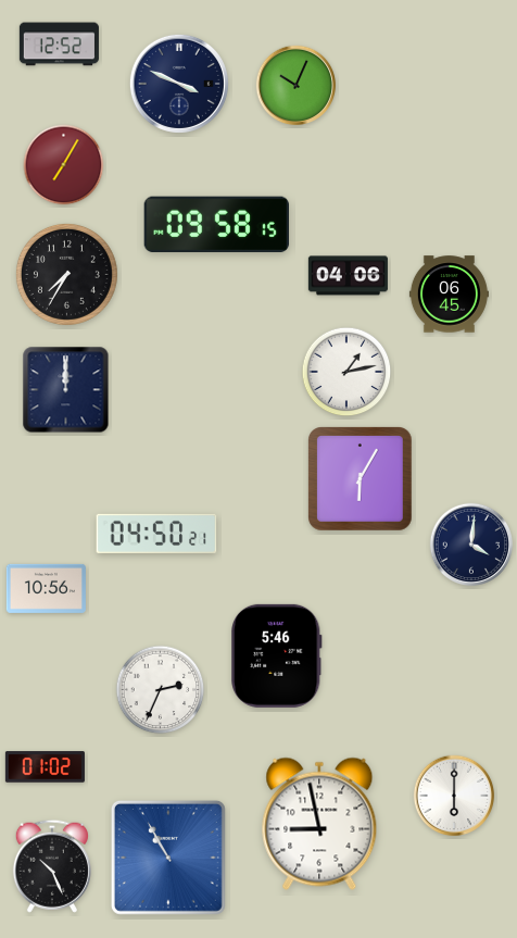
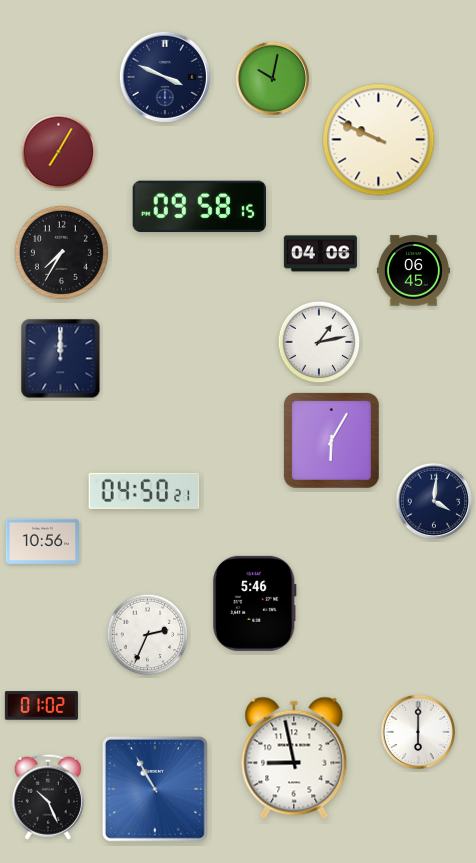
clock at (59, 45): 12:52 -> none
clock at (297, 86): 10:04 -> 10:02
clock at (379, 140): none -> 9:49
